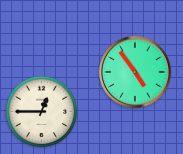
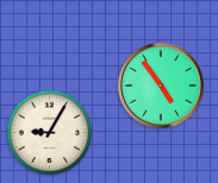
clock at (42, 112): 12:45 -> 9:05
